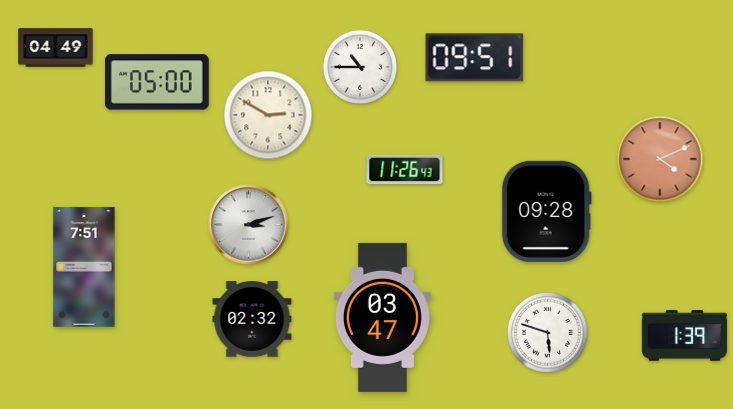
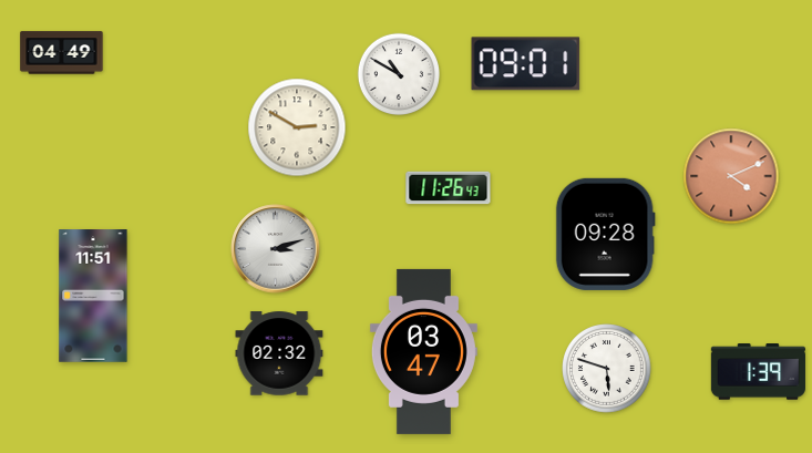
clock at (475, 58): 09:51 -> 09:01
clock at (359, 66): 10:45 -> 10:50
clock at (158, 82): 05:00 -> none
clock at (84, 267): 7:51 -> 11:51
